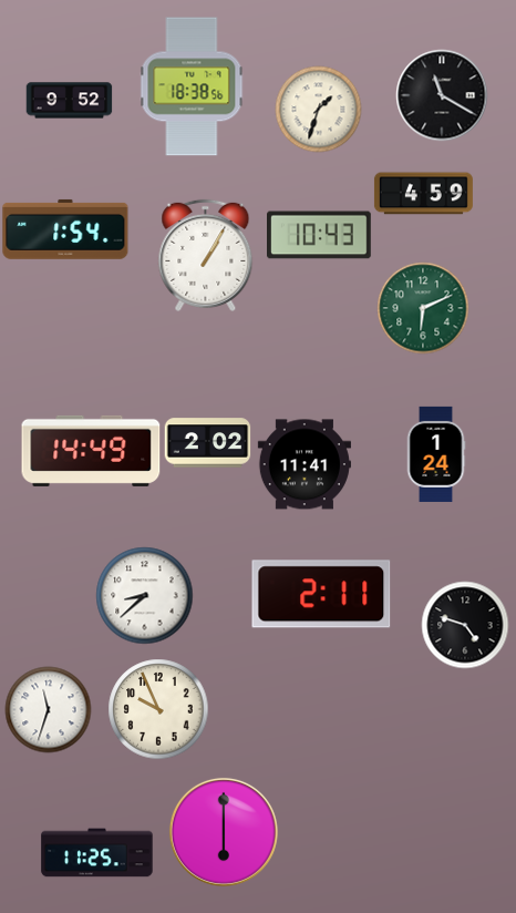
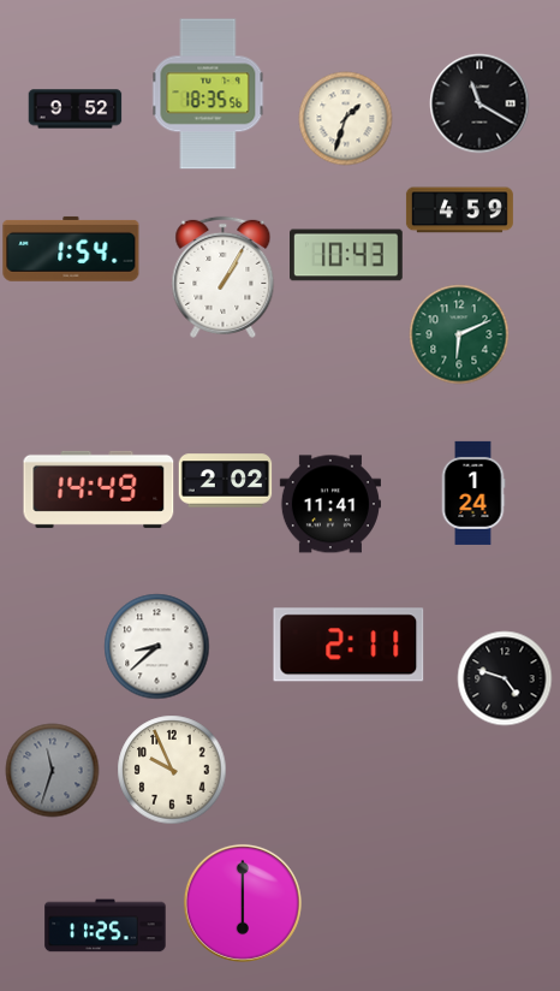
clock at (192, 86): 18:38 -> 18:35
clock at (48, 709) dial: white -> grey
